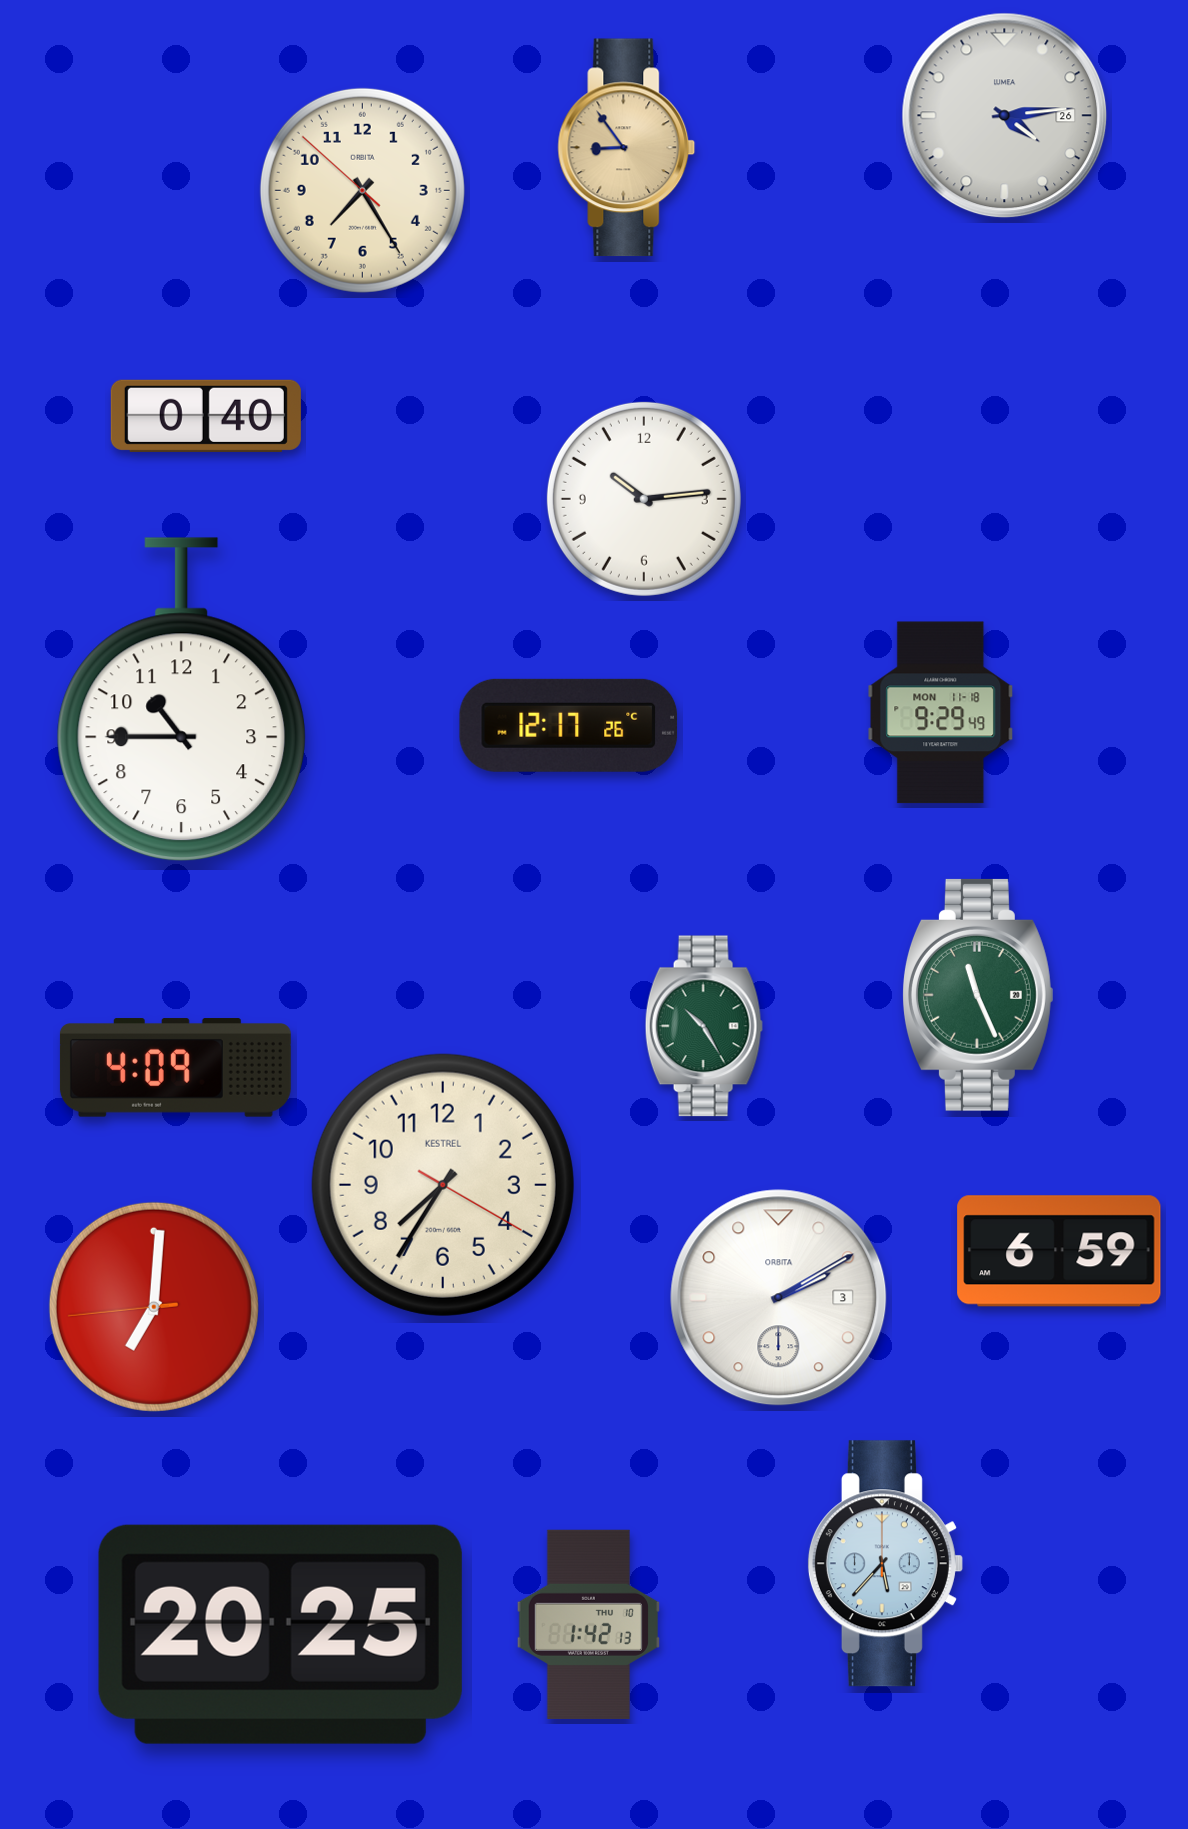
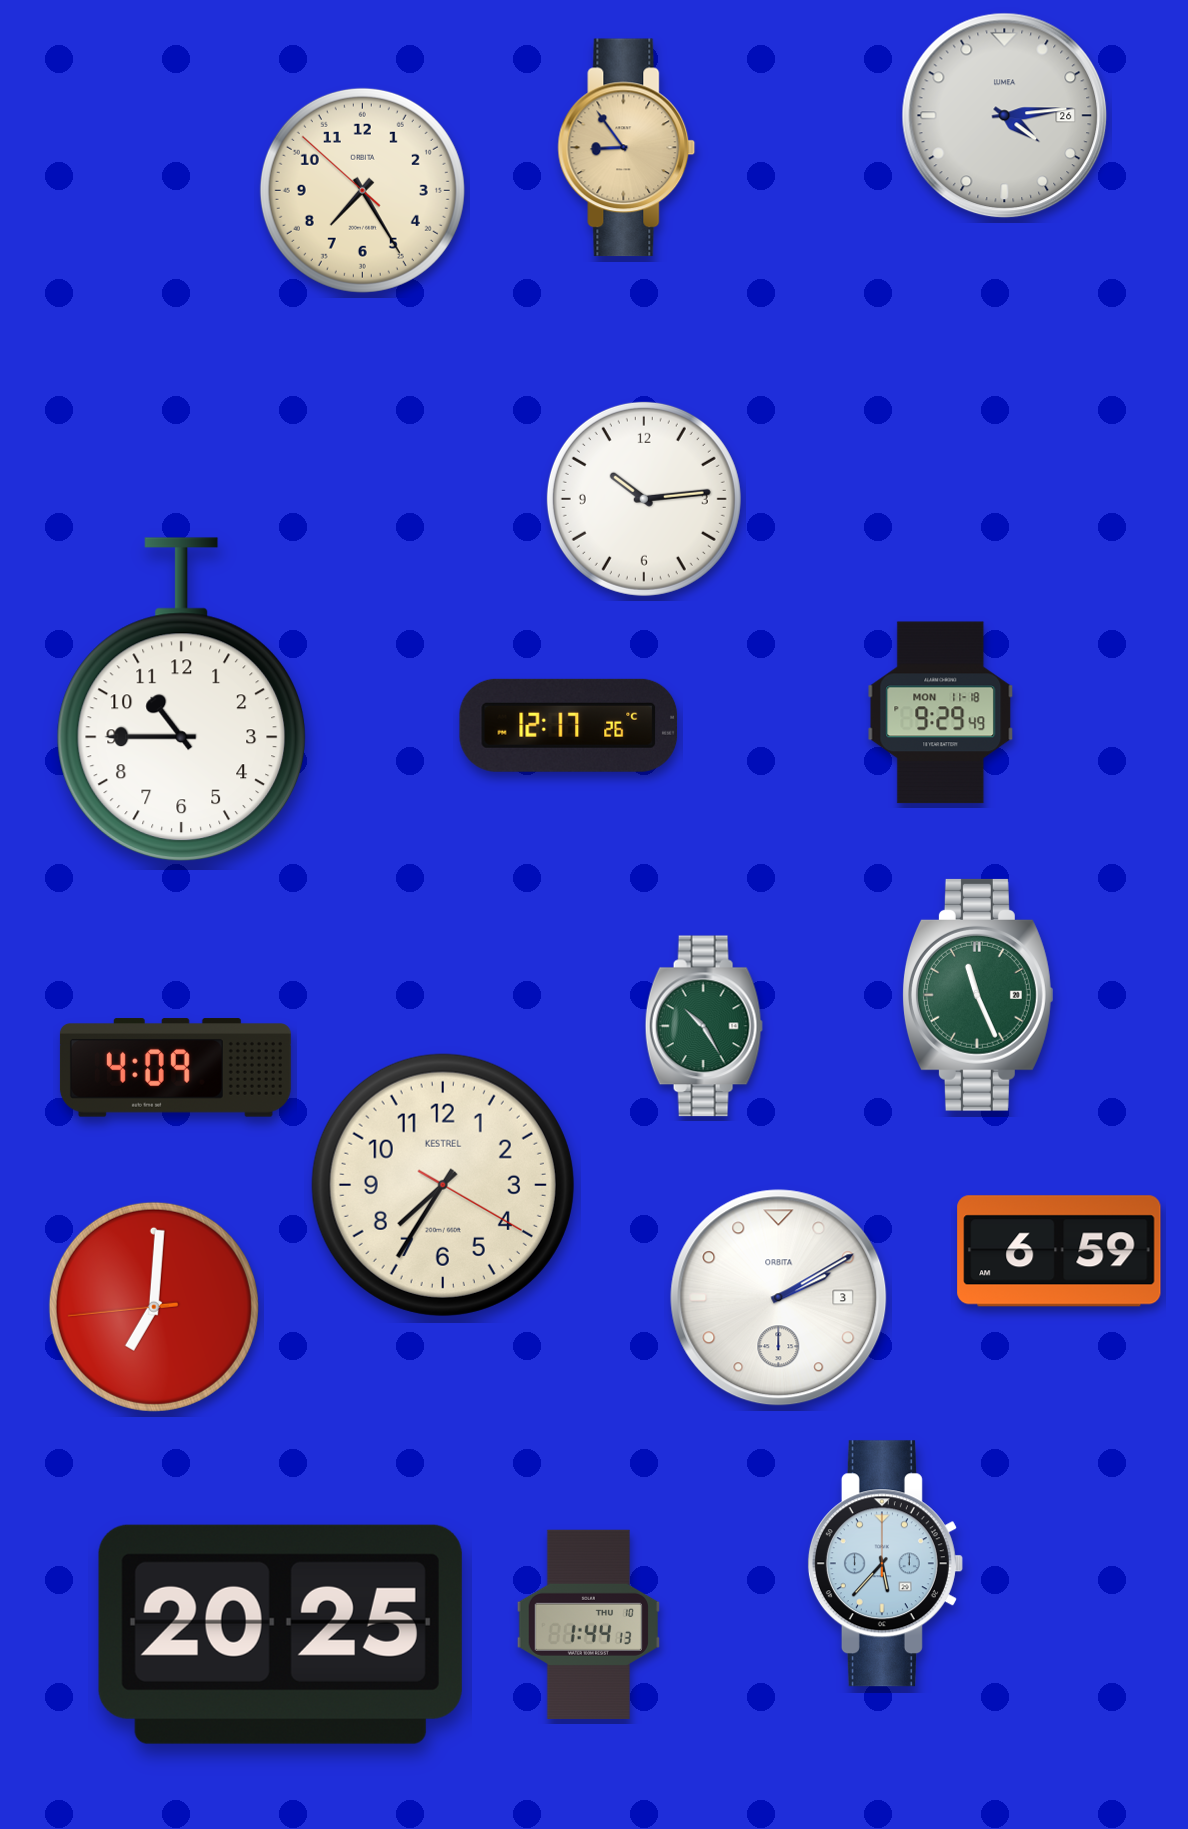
clock at (206, 416): 0:40 -> none
clock at (588, 1624): 1:42 -> 1:44
